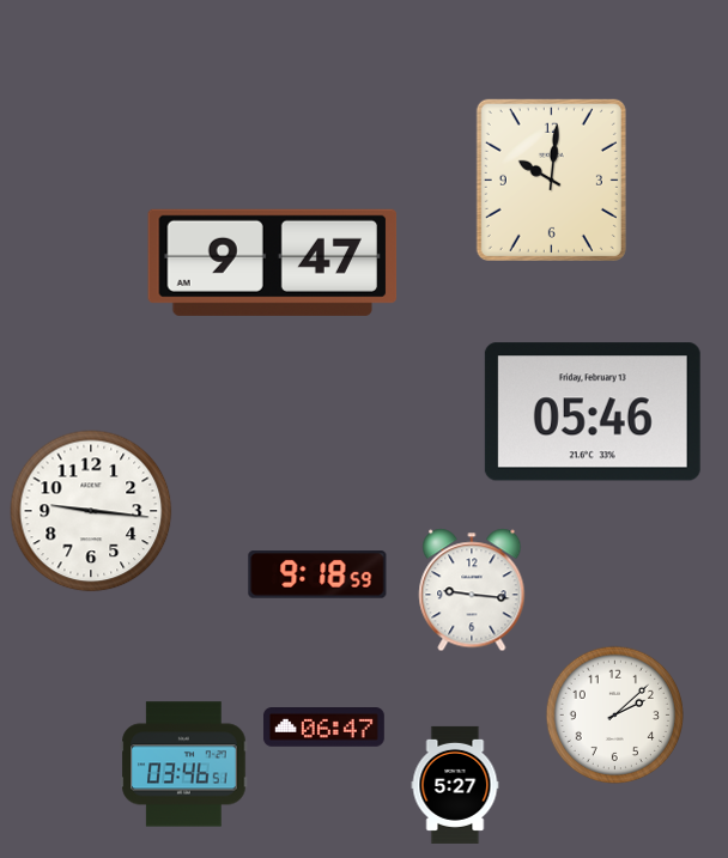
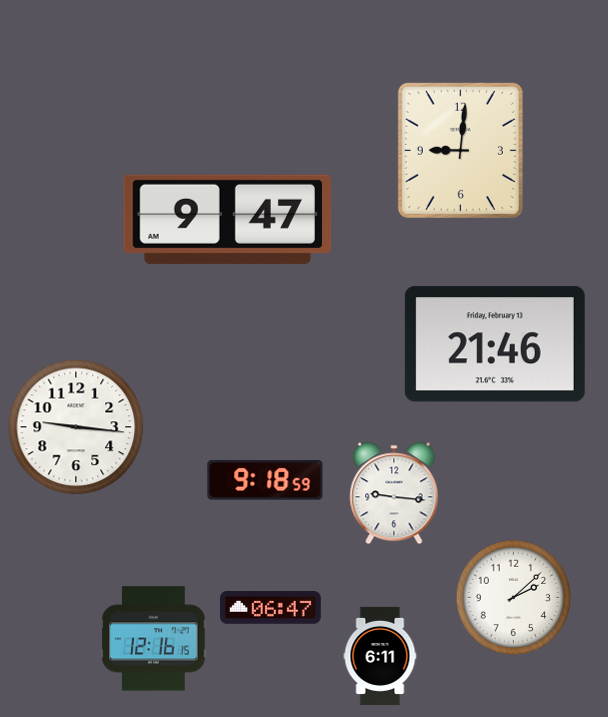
clock at (551, 179): 10:01 -> 9:01
clock at (593, 412): 05:46 -> 21:46
clock at (184, 765): 03:46 -> 12:16
clock at (455, 785): 5:27 -> 6:11
